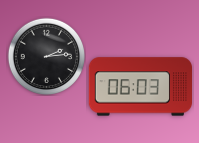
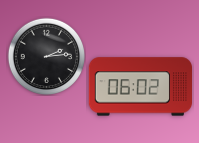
clock at (140, 87): 06:03 -> 06:02
